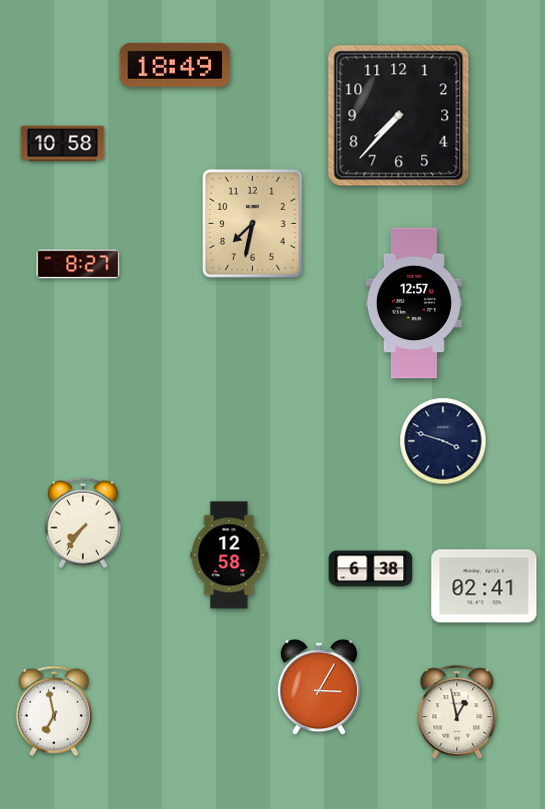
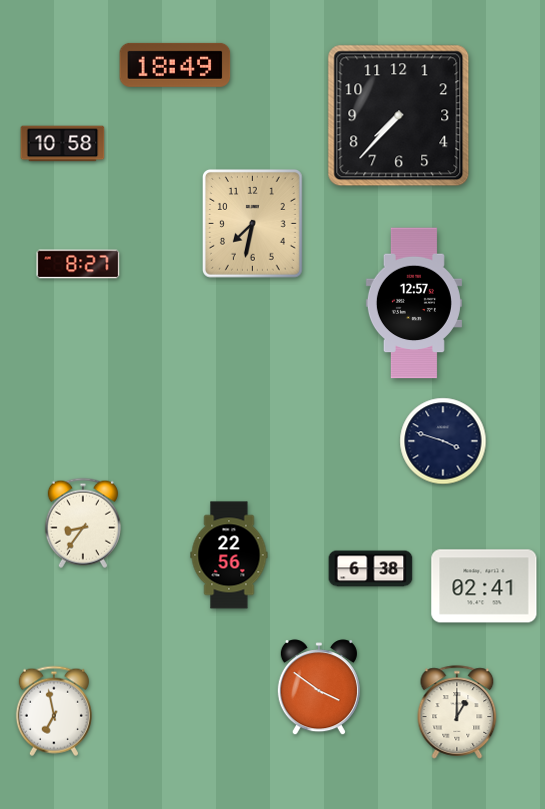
clock at (83, 523): 7:36 -> 8:36
clock at (229, 555): 12:58 -> 22:56
clock at (319, 688): 3:05 -> 3:51
clock at (457, 712): 12:58 -> 1:00
